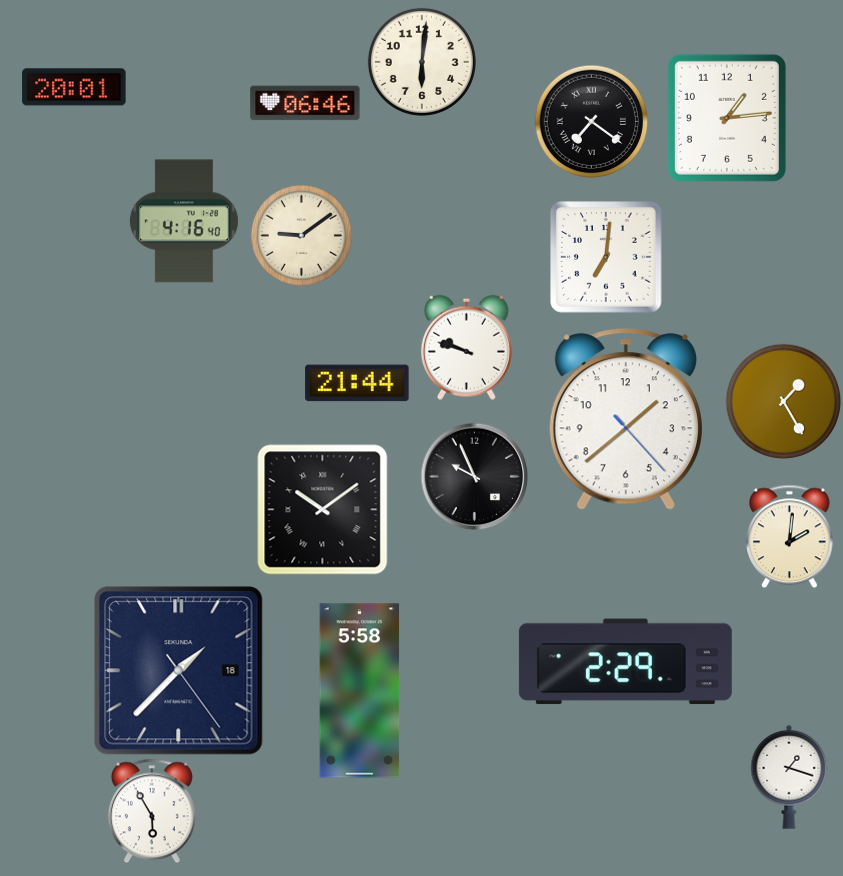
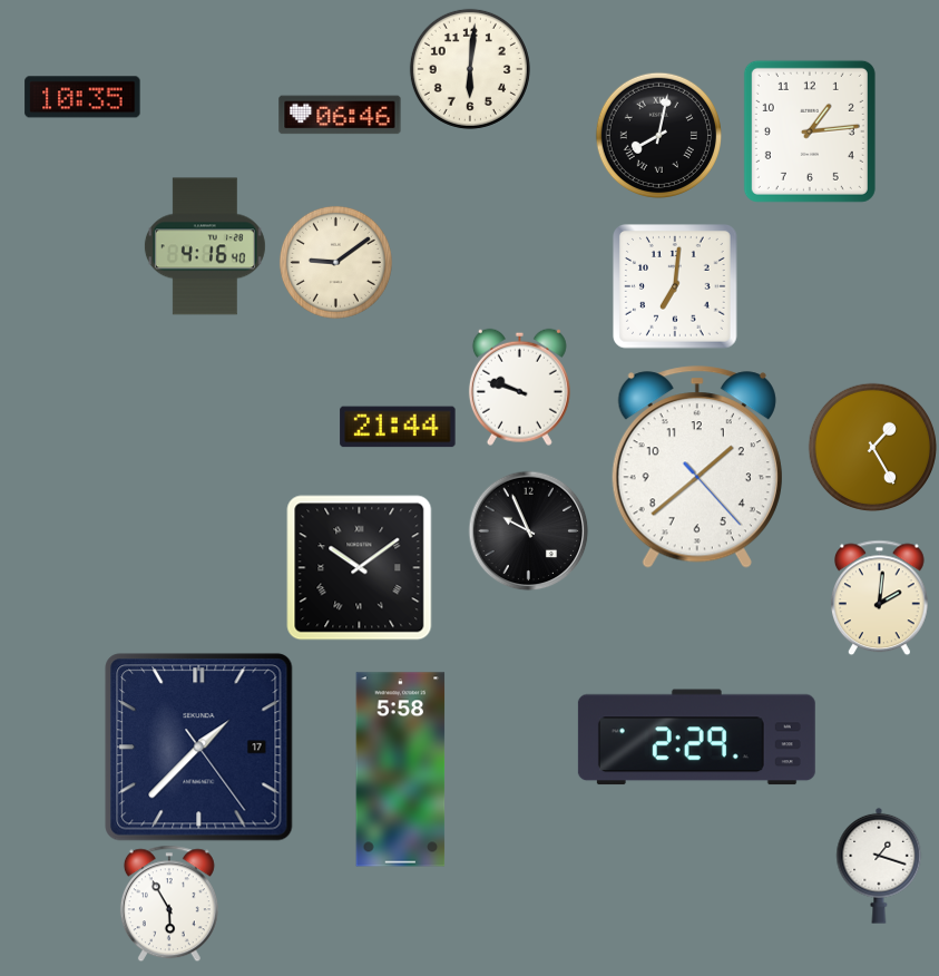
clock at (74, 87): 20:01 -> 10:35
clock at (591, 121): 7:21 -> 8:02
clock at (179, 671) date: 18 -> 17
